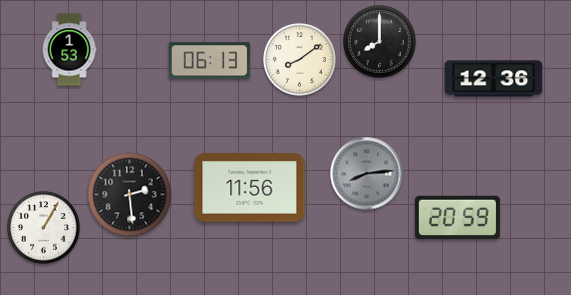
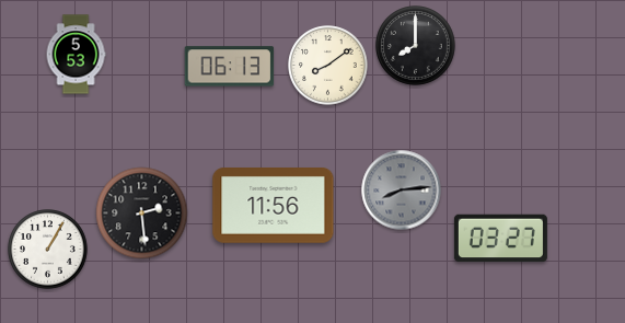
clock at (69, 50): 1:53 -> 5:53
clock at (494, 79): 12:36 -> none
clock at (457, 218): 20:59 -> 03:27
